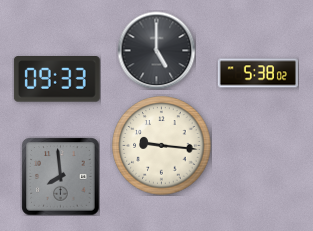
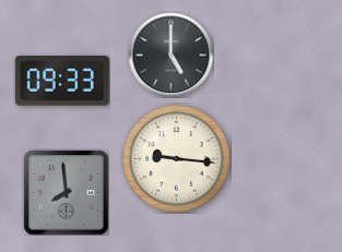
clock at (258, 73): 5:38 -> none
clock at (57, 80) position: (57, 80) -> (62, 82)
